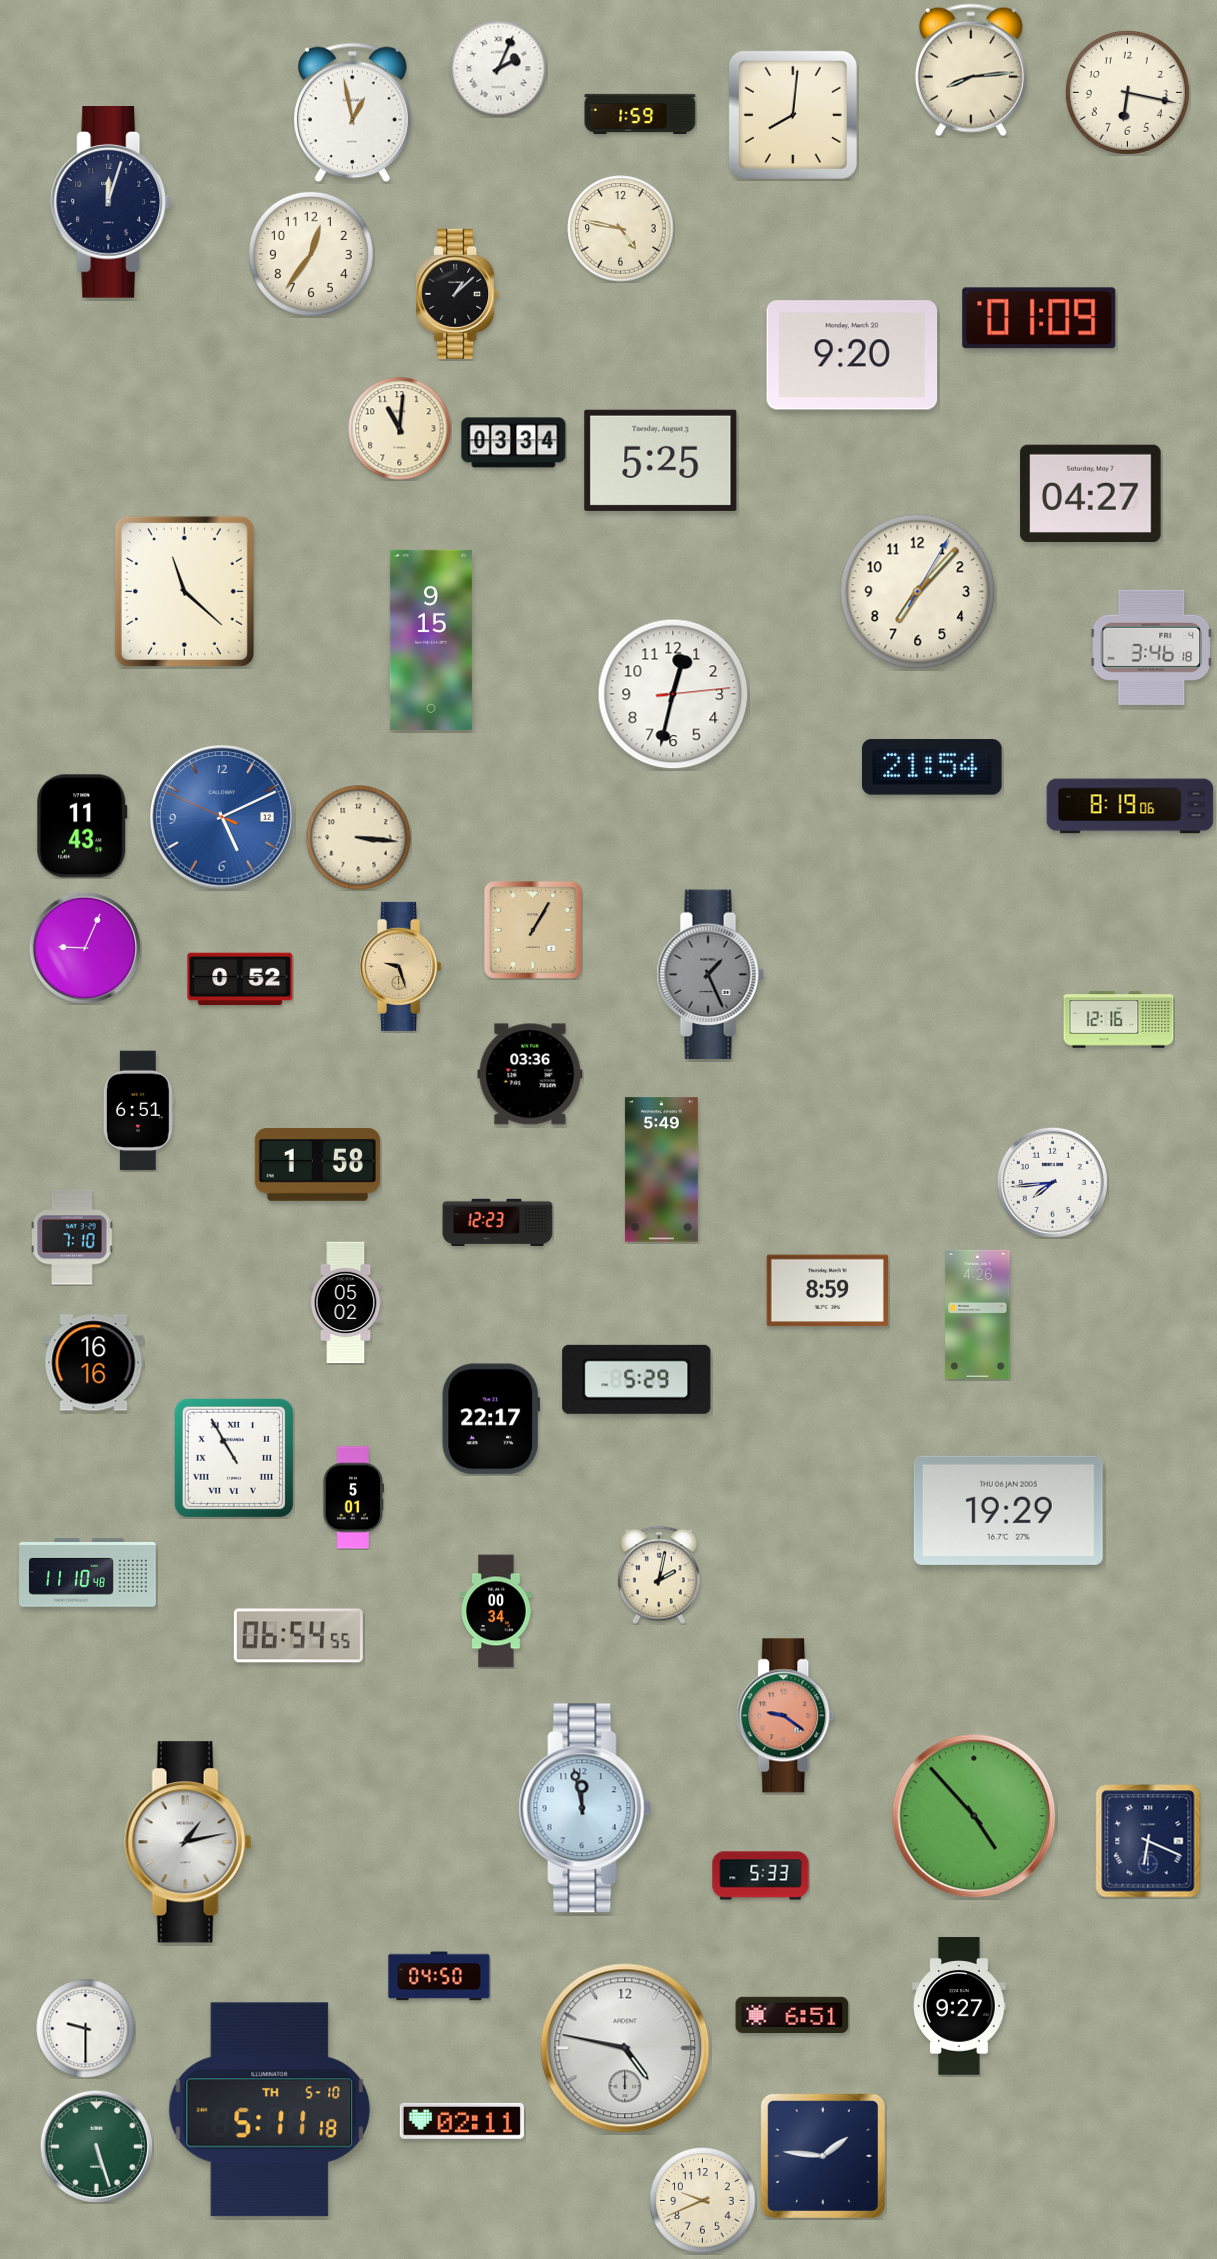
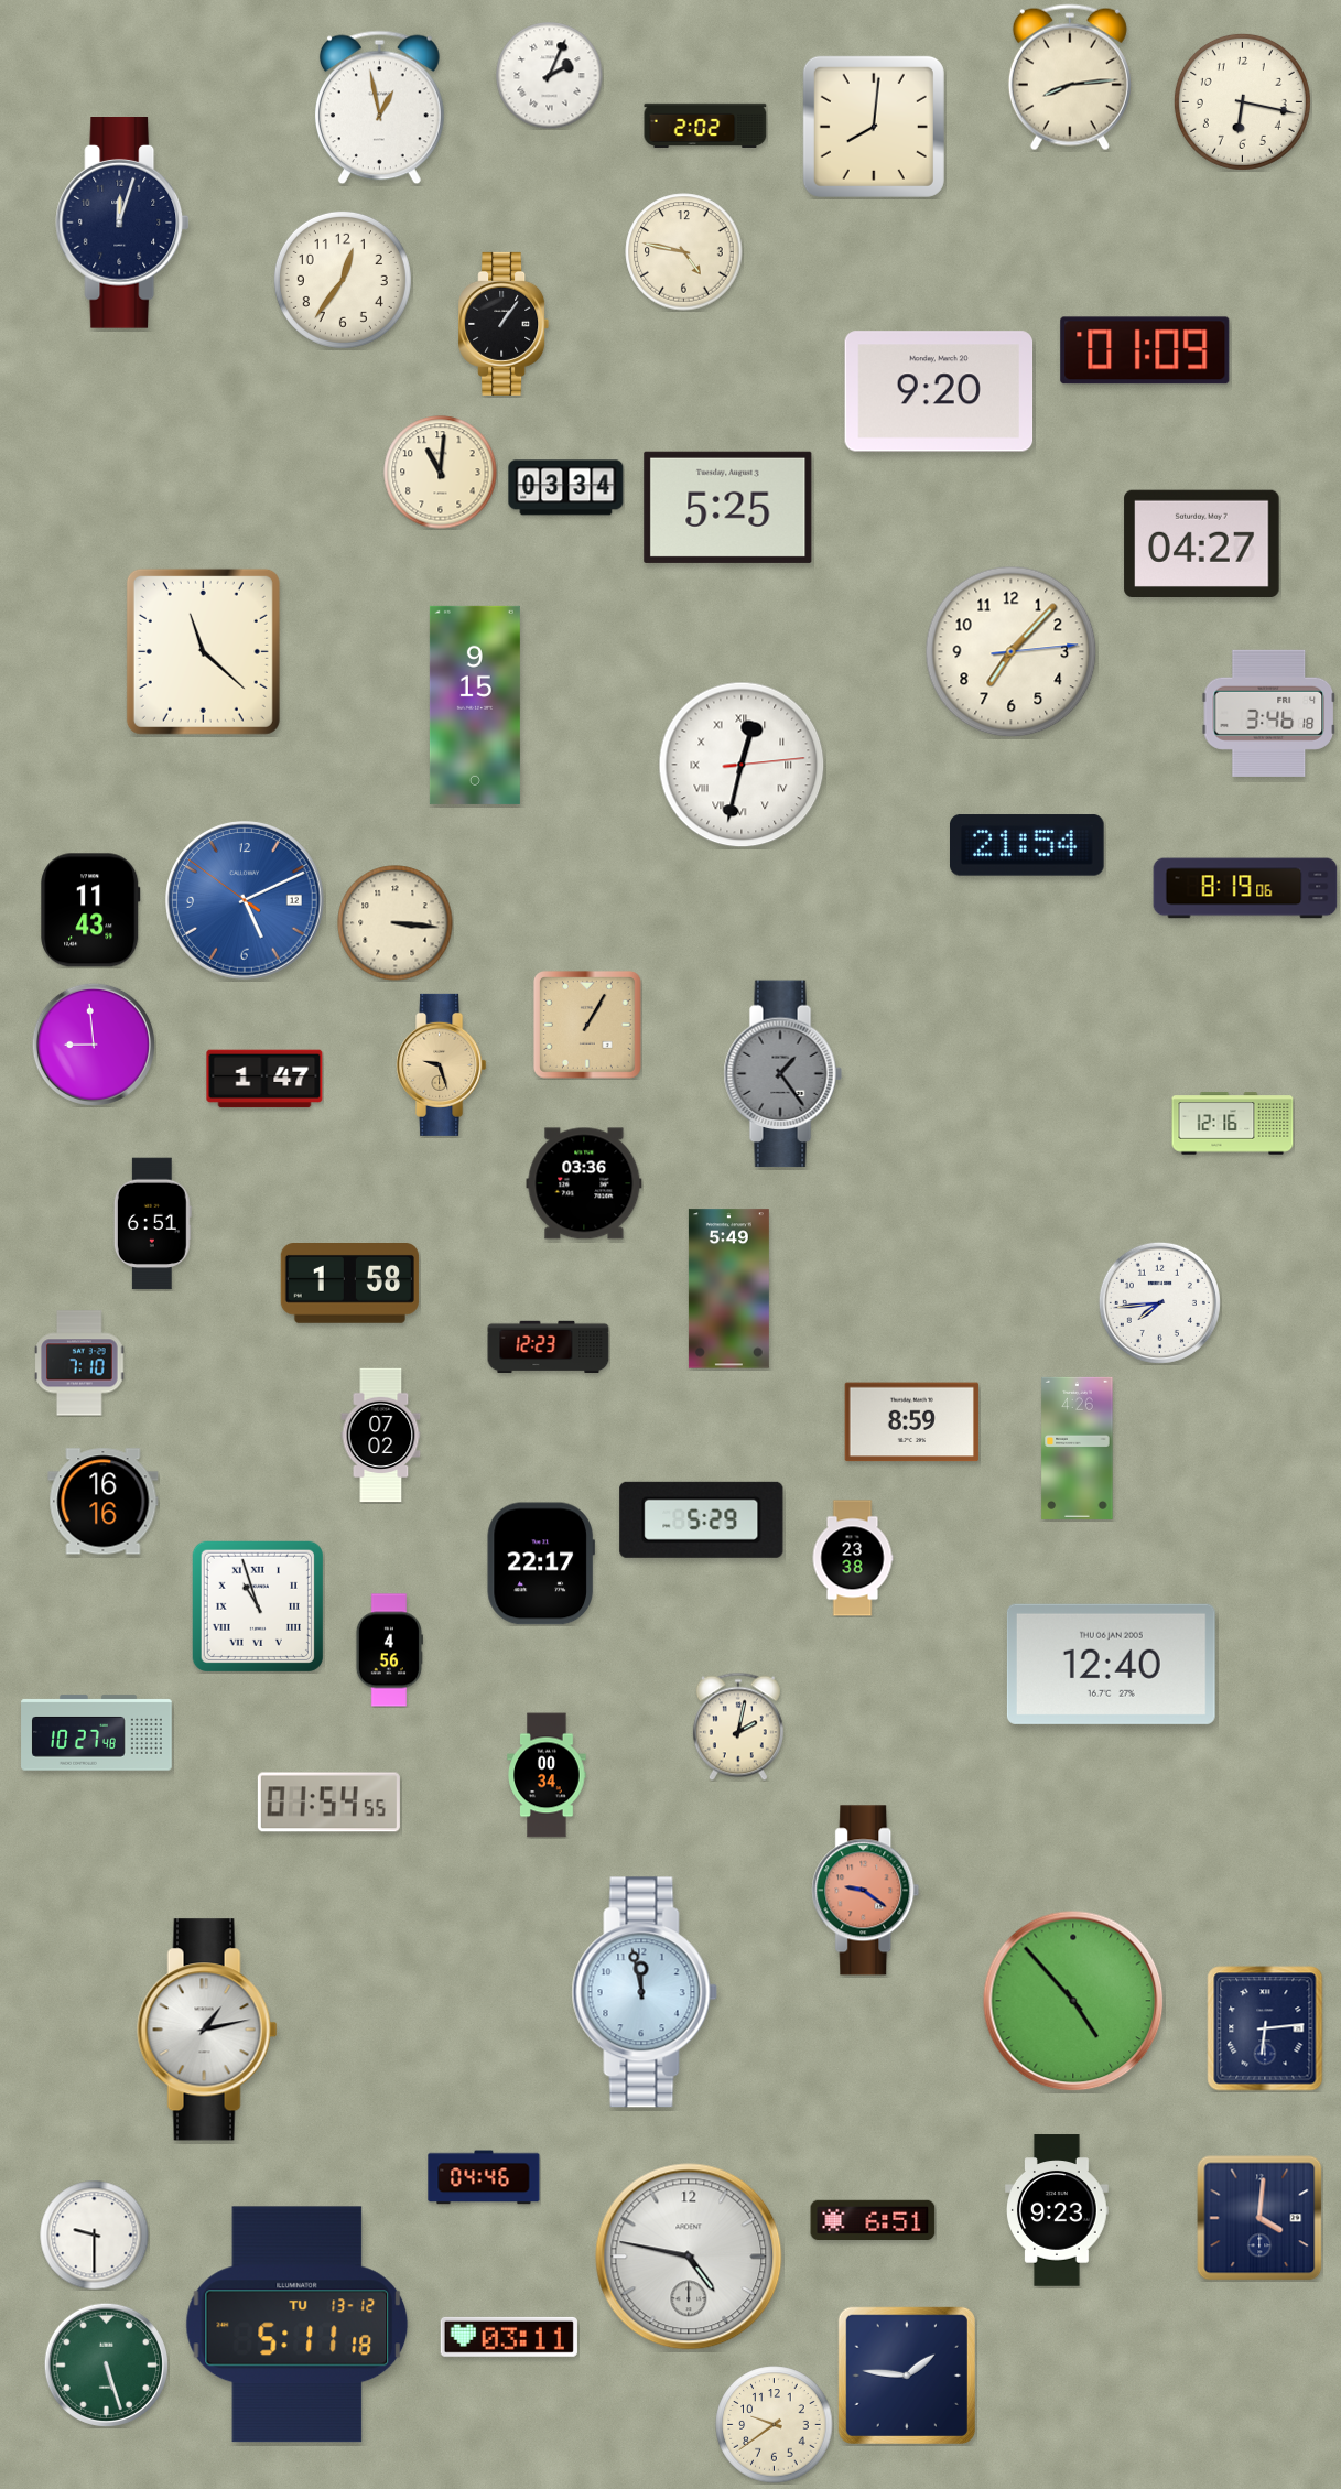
clock at (352, 113) position: (352, 113) -> (379, 108)
clock at (640, 114): 1:59 -> 2:02
clock at (457, 294): 1:08 -> 1:06
clock at (918, 592): 7:07:05 -> 7:07:14
clock at (673, 694) numerals: Arabic -> Roman
clock at (222, 817): 5:10:49 -> 5:10:51
clock at (85, 948): 9:04 -> 8:59
clock at (710, 975): 1:26 -> 1:24
clock at (240, 979): 0:52 -> 1:47
clock at (346, 1303): 05:02 -> 07:02
clock at (853, 1558): none -> 23:38
clock at (234, 1458): 10:55 -> 10:57
clock at (353, 1498): 5:01 -> 4:56
clock at (1008, 1510): 19:29 -> 12:40
clock at (88, 1573): 11:10 -> 10:27
clock at (659, 1575) position: (659, 1575) -> (738, 1727)
clock at (298, 1636): 06:54 -> 01:54
clock at (1148, 1841): 6:19 -> 6:14
clock at (761, 1876): 5:33 -> none
clock at (439, 1976): 04:50 -> 04:46
clock at (960, 2006): 9:27 -> 9:23
clock at (1259, 2218): none -> 4:01
clock at (270, 2110) date: TH 5-10 -> TU 13-12
clock at (462, 2121): 02:11 -> 03:11
clock at (703, 2201): 9:41 -> 9:39
